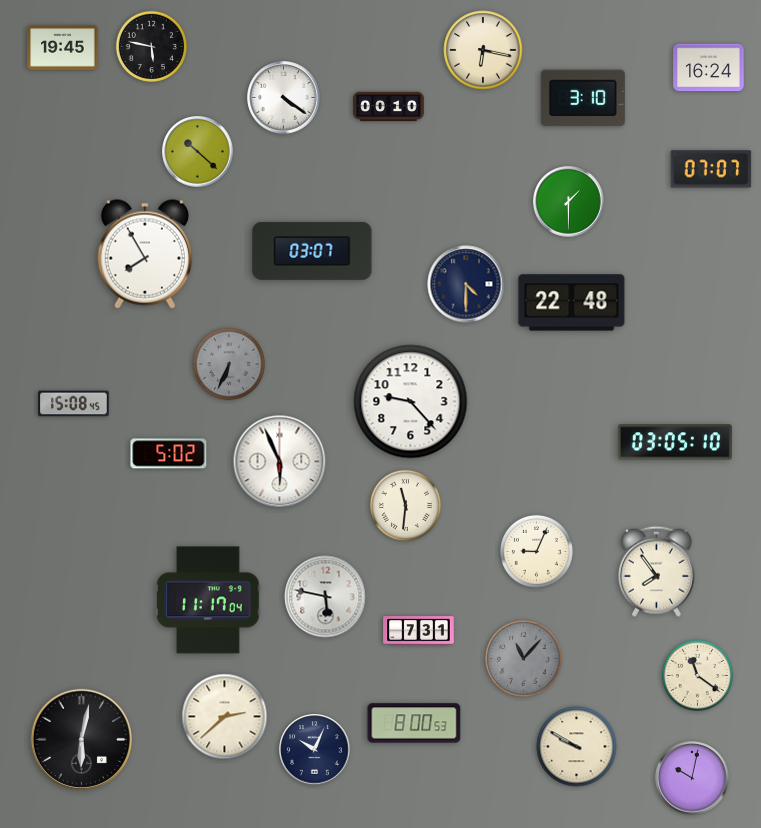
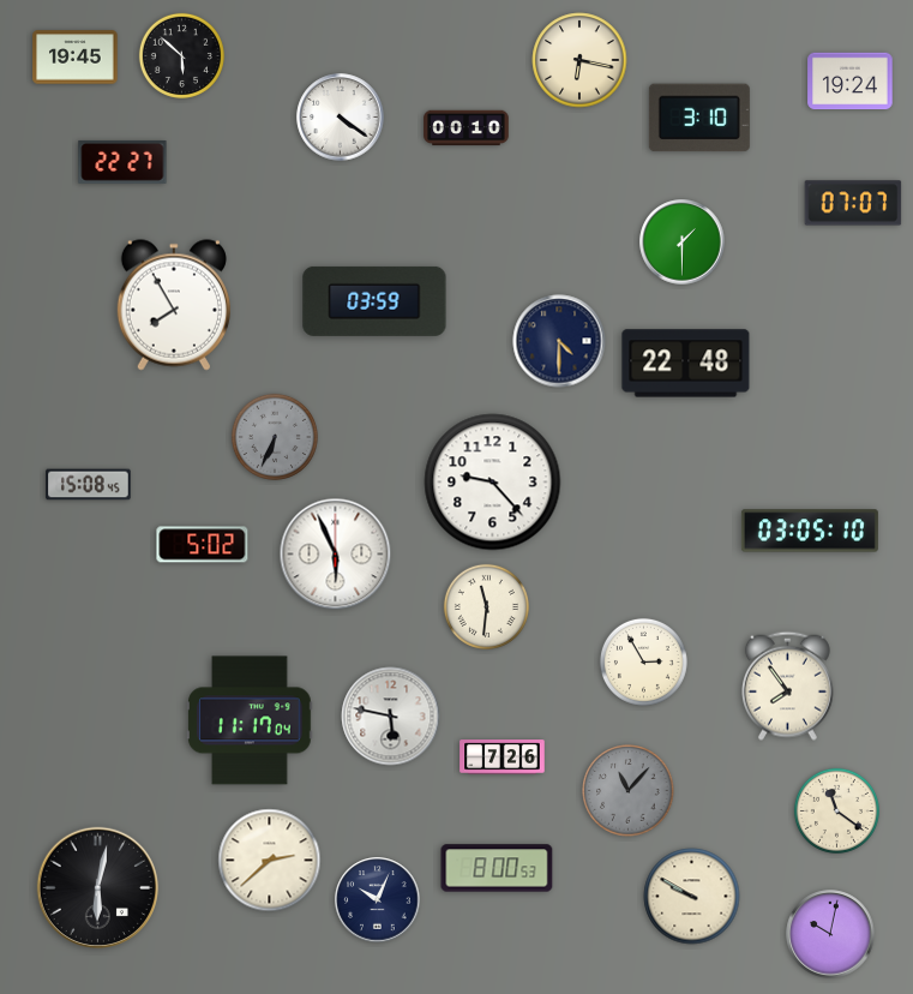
clock at (151, 46): 5:47 -> 5:52
clock at (709, 68): 16:24 -> 19:24
clock at (122, 162): none -> 22:27
clock at (198, 152): 10:22 -> none
clock at (312, 251): 03:07 -> 03:59
clock at (536, 551): 9:04 -> 2:55
clock at (419, 631): 7:31 -> 7:26
